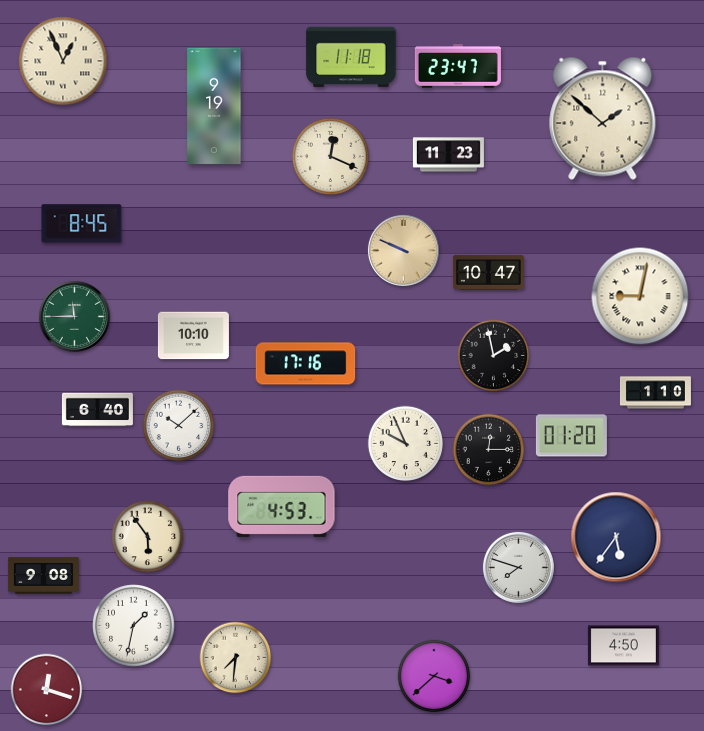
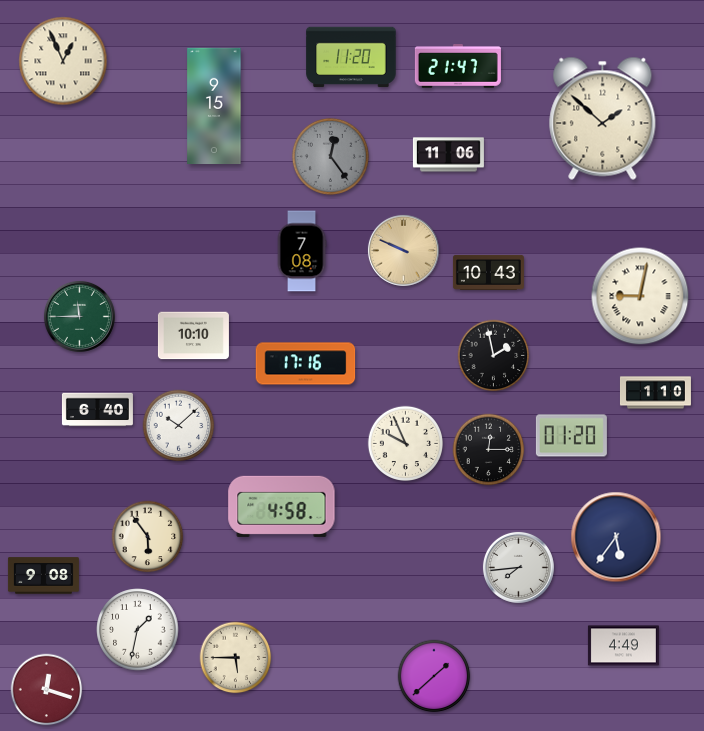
clock at (351, 57): 11:18 -> 11:20
clock at (458, 67): 23:47 -> 21:47
clock at (214, 105): 9:19 -> 9:15
clock at (448, 155): 11:23 -> 11:06
clock at (330, 156): 12:19 -> 12:24
clock at (330, 156) dial: cream -> grey
clock at (82, 224): 8:45 -> none
clock at (302, 251): none -> 7:08
clock at (488, 272): 10:47 -> 10:43
clock at (74, 316) position: (74, 316) -> (79, 316)
clock at (282, 506): 4:53 -> 4:58
clock at (518, 567): 7:48 -> 7:44
clock at (134, 626) position: (134, 626) -> (138, 630)
clock at (623, 646): 4:50 -> 4:49
clock at (236, 658): 7:31 -> 5:45
clock at (434, 676): 3:38 -> 1:38
